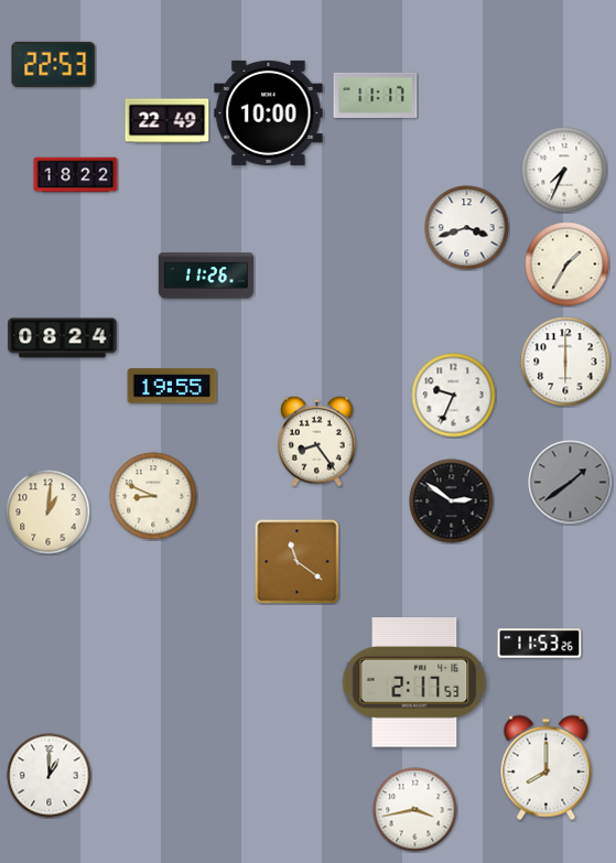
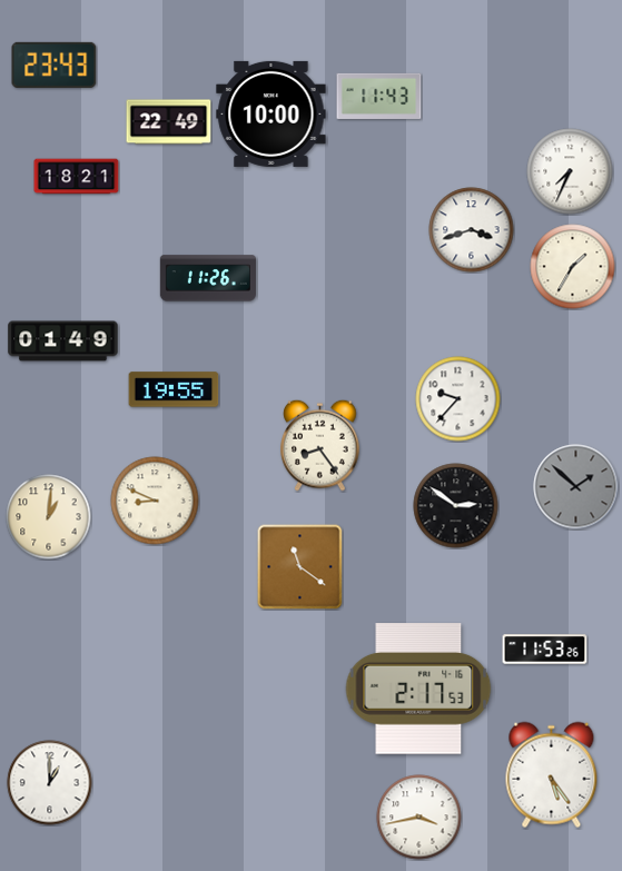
clock at (54, 64): 22:53 -> 23:43
clock at (376, 95): 11:17 -> 11:43
clock at (76, 175): 18:22 -> 18:21
clock at (63, 338): 08:24 -> 01:49
clock at (565, 362): 6:00 -> none
clock at (454, 396): 9:34 -> 9:37
clock at (571, 483): 1:39 -> 1:52
clock at (547, 768): 8:00 -> 5:24
